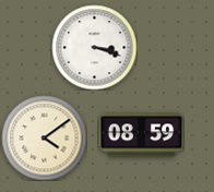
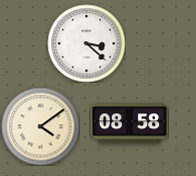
clock at (94, 47): 3:18 -> 3:22
clock at (141, 135): 08:59 -> 08:58
